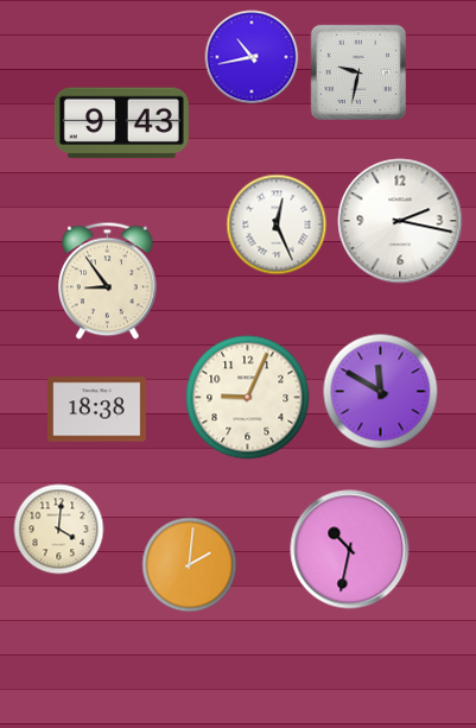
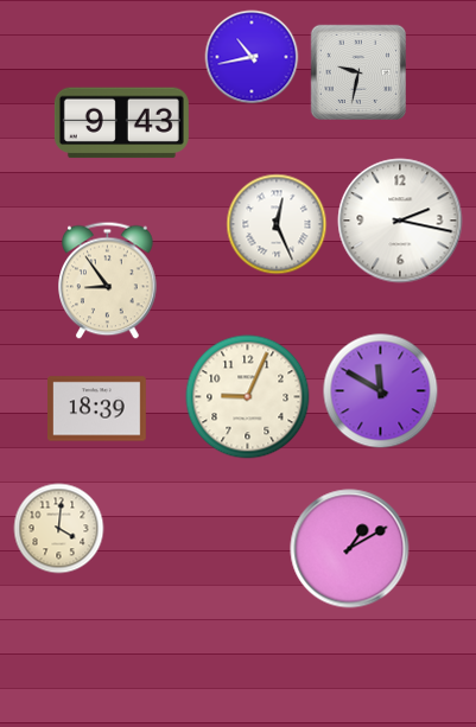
clock at (97, 410): 18:38 -> 18:39
clock at (350, 550): 10:32 -> 1:10
clock at (190, 565): 2:01 -> none
